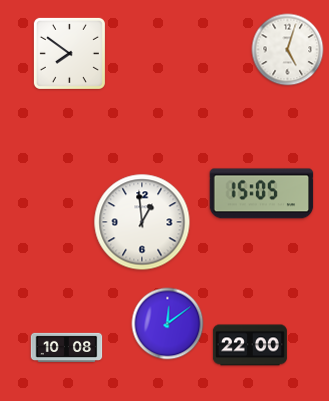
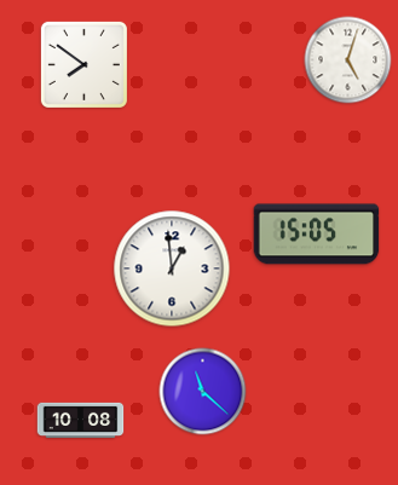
clock at (168, 324): 12:09 -> 11:22
clock at (250, 345): 22:00 -> none
